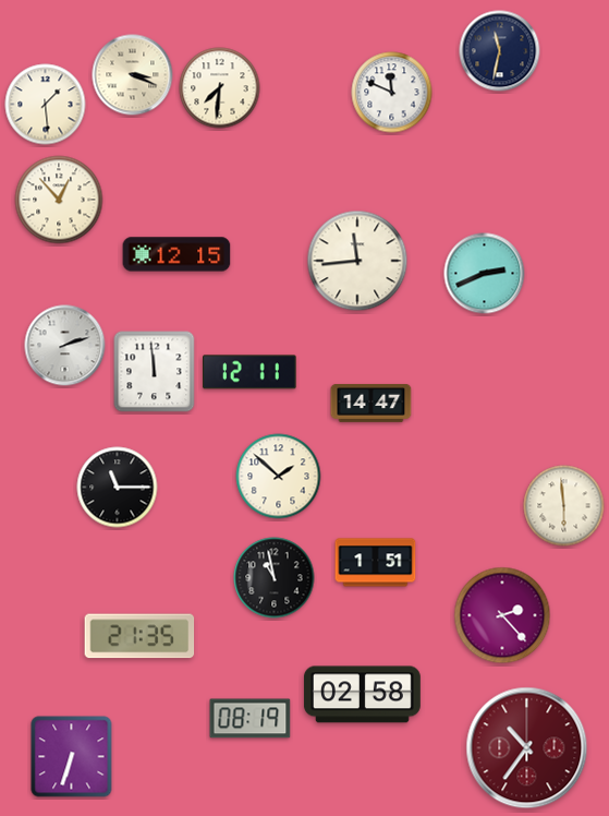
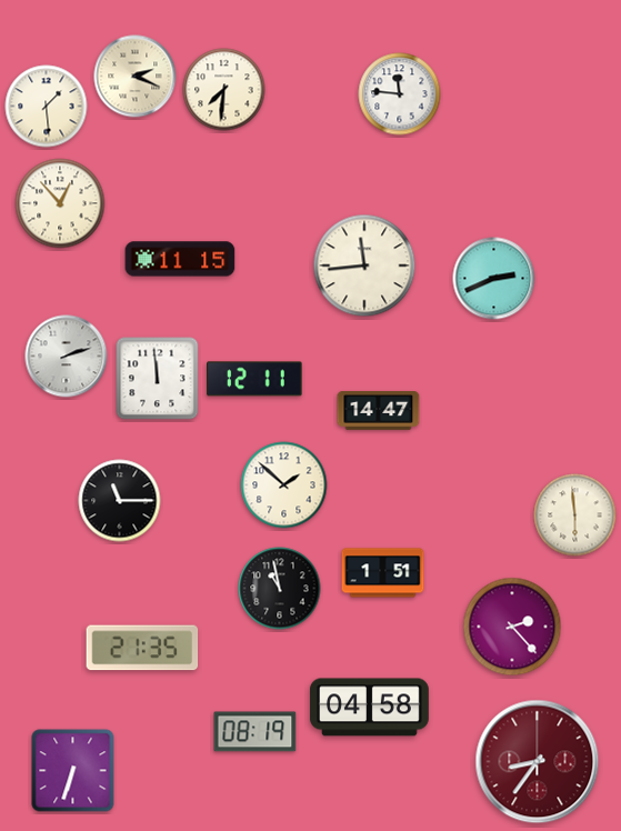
clock at (500, 51): 11:32 -> none
clock at (133, 75): 3:19 -> 2:19
clock at (392, 93): 11:49 -> 11:46
clock at (176, 254): 12:15 -> 11:15
clock at (65, 346) position: (65, 346) -> (67, 357)
clock at (118, 488) position: (118, 488) -> (120, 501)
clock at (362, 695): 02:58 -> 04:58
clock at (527, 748): 10:36 -> 8:36
